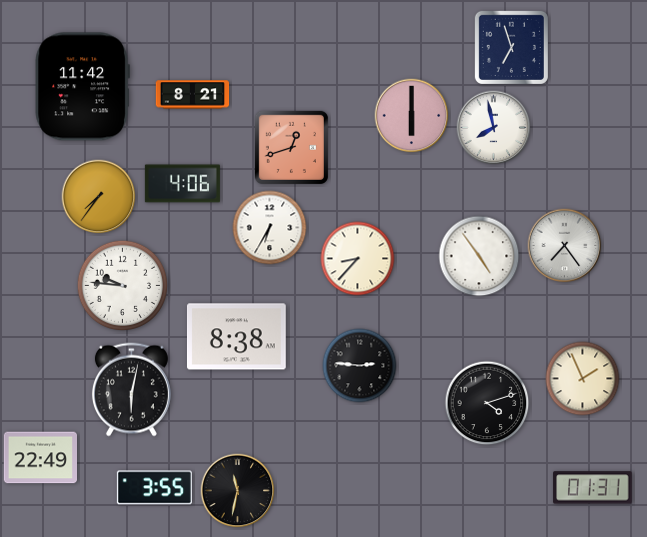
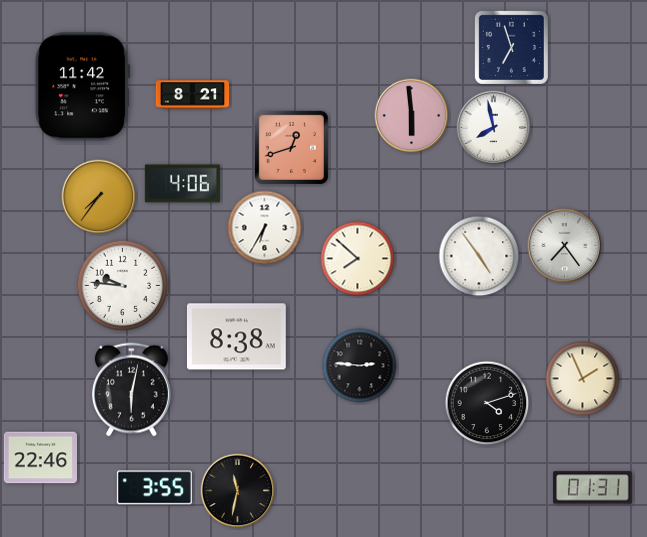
clock at (412, 116): 6:00 -> 5:59
clock at (270, 228) position: (270, 228) -> (265, 228)
clock at (358, 259): 8:37 -> 7:52
clock at (40, 458): 22:49 -> 22:46
